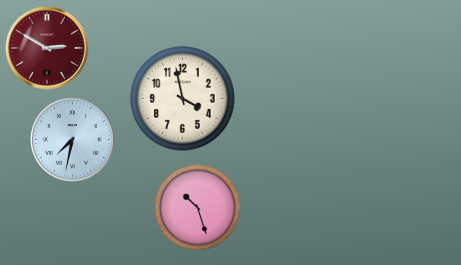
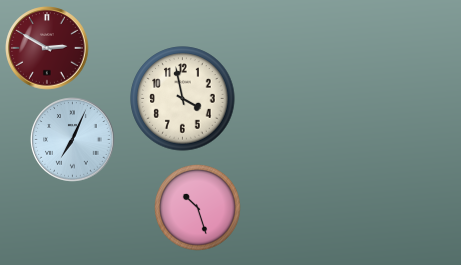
clock at (73, 140): 7:32 -> 7:04
